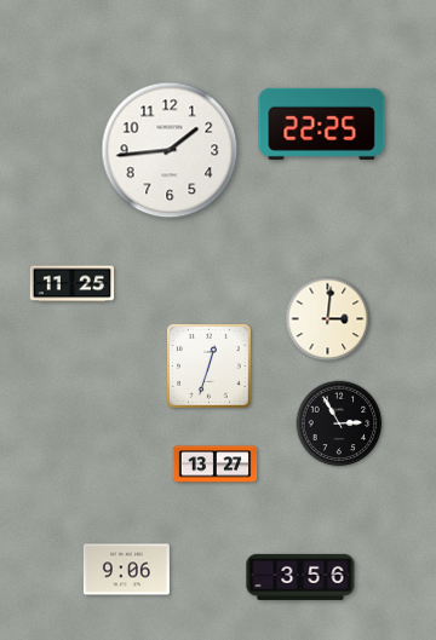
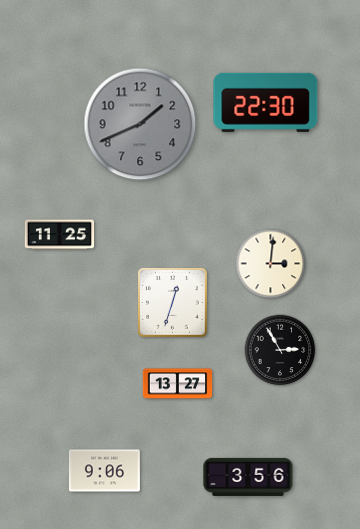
clock at (322, 123): 22:25 -> 22:30
clock at (170, 150): 1:44 -> 1:41
clock at (170, 150) dial: white -> grey
